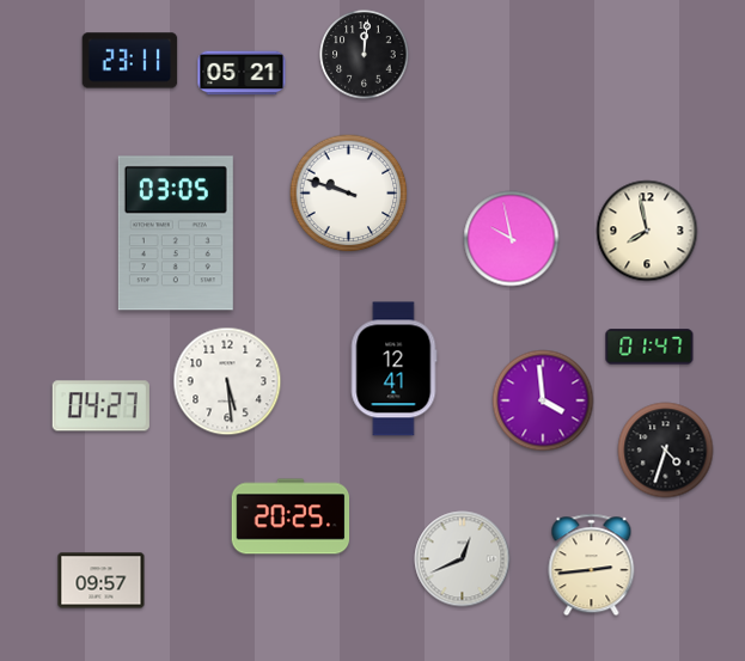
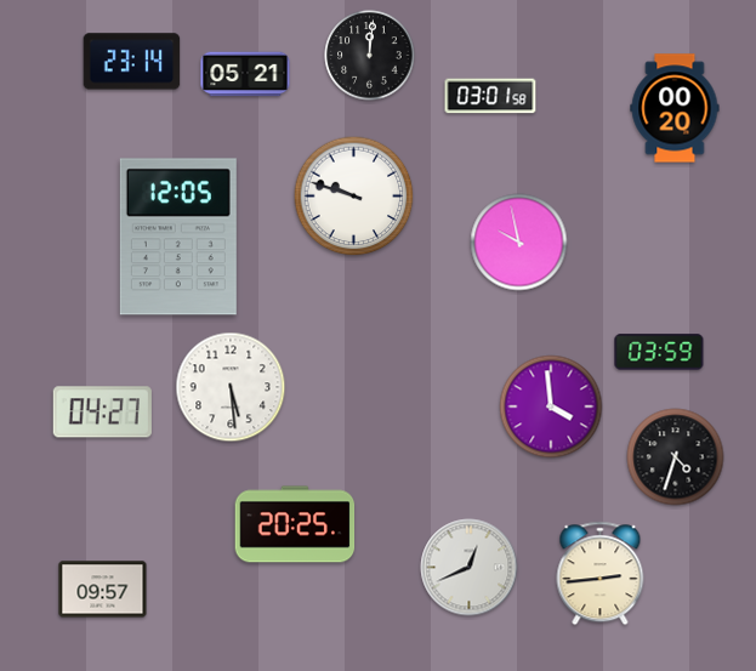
clock at (130, 61): 23:11 -> 23:14
clock at (490, 96): none -> 03:01
clock at (675, 108): none -> 00:20
clock at (647, 231): 7:58 -> none
clock at (176, 233): 03:05 -> 12:05
clock at (649, 347): 01:47 -> 03:59
clock at (393, 369): 12:41 -> none
